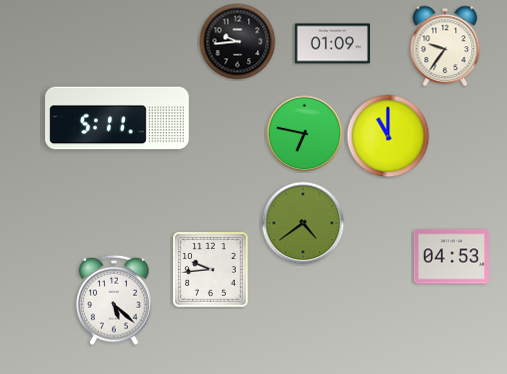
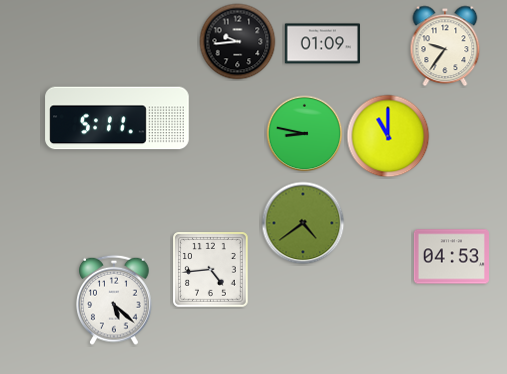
clock at (332, 44) position: (332, 44) -> (322, 44)
clock at (305, 134): 6:47 -> 8:47
clock at (211, 270): 9:44 -> 4:44
